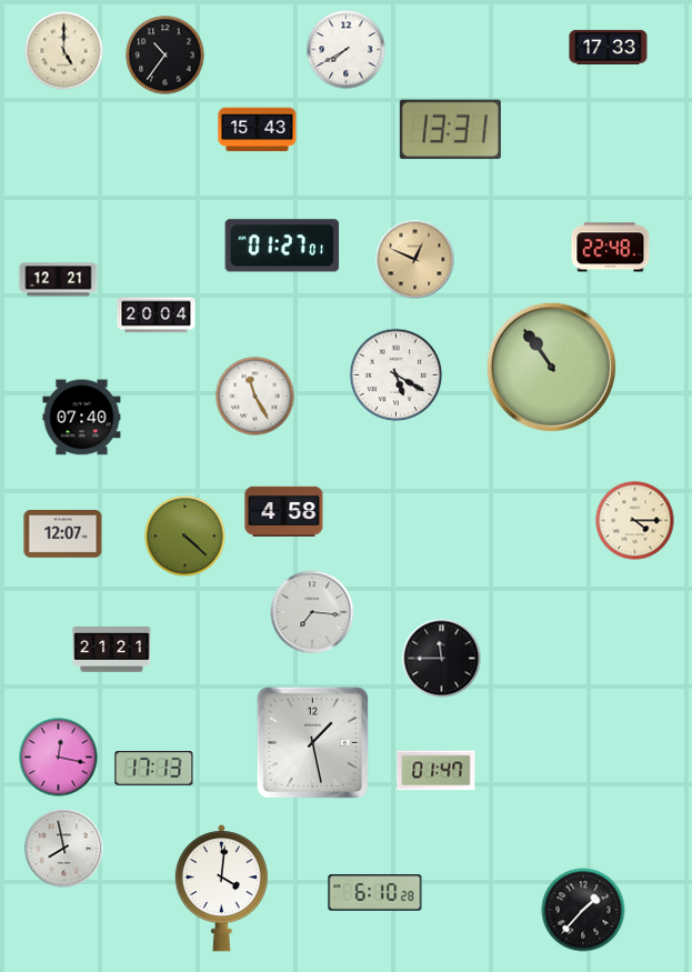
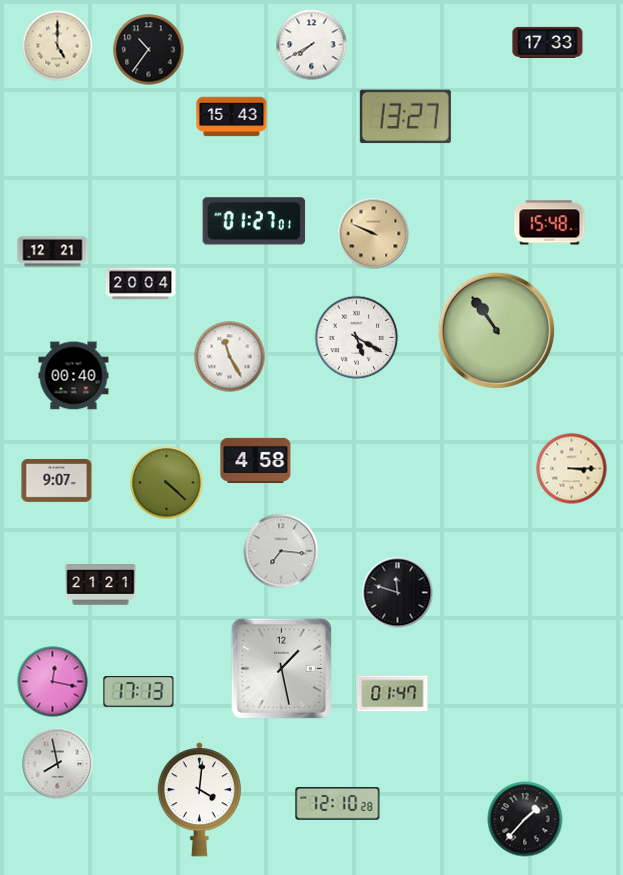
clock at (450, 130): 13:31 -> 13:27
clock at (611, 248): 22:48 -> 15:48
clock at (415, 260): 12:49 -> 9:49
clock at (82, 418): 07:40 -> 00:40
clock at (635, 521): 4:15 -> 3:15
clock at (63, 534): 12:07 -> 9:07
clock at (442, 659): 11:45 -> 11:48
clock at (375, 893): 6:10 -> 12:10
